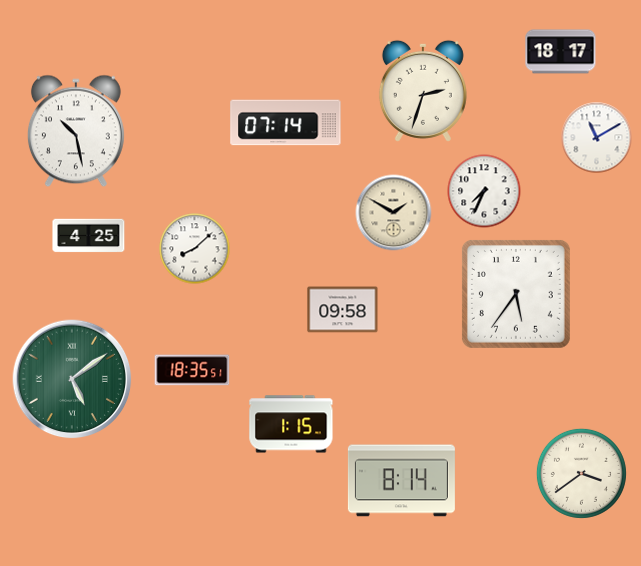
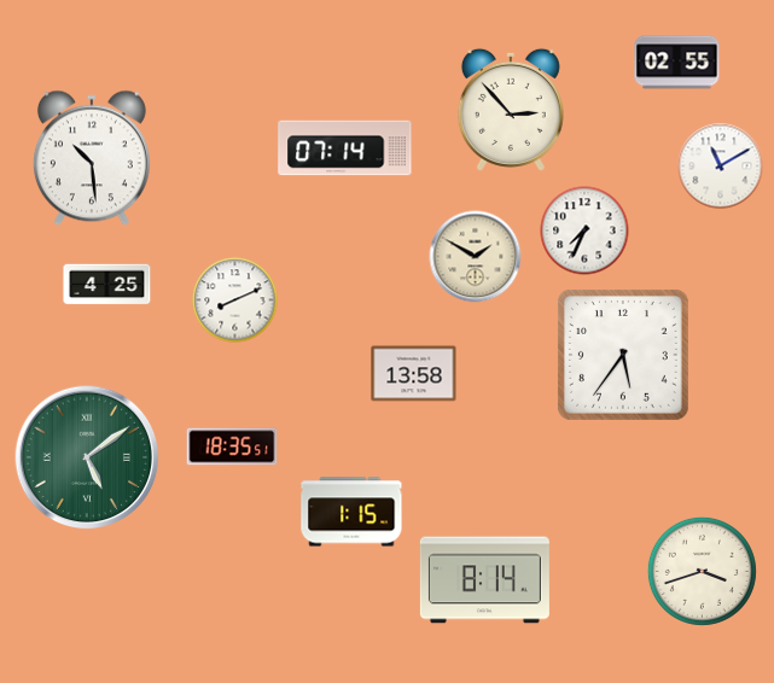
clock at (561, 52): 18:17 -> 02:55
clock at (423, 91): 2:33 -> 2:53
clock at (76, 131): 10:28 -> 10:29
clock at (195, 249): 8:08 -> 8:11
clock at (343, 310): 09:58 -> 13:58
clock at (581, 473): 3:39 -> 3:42
